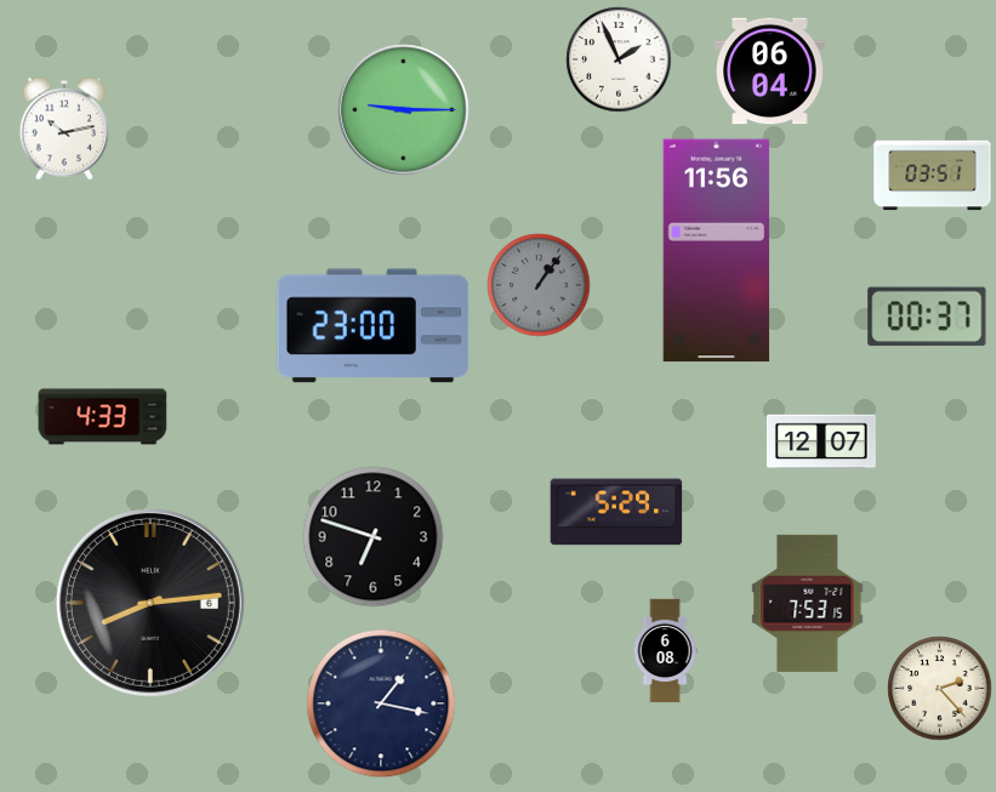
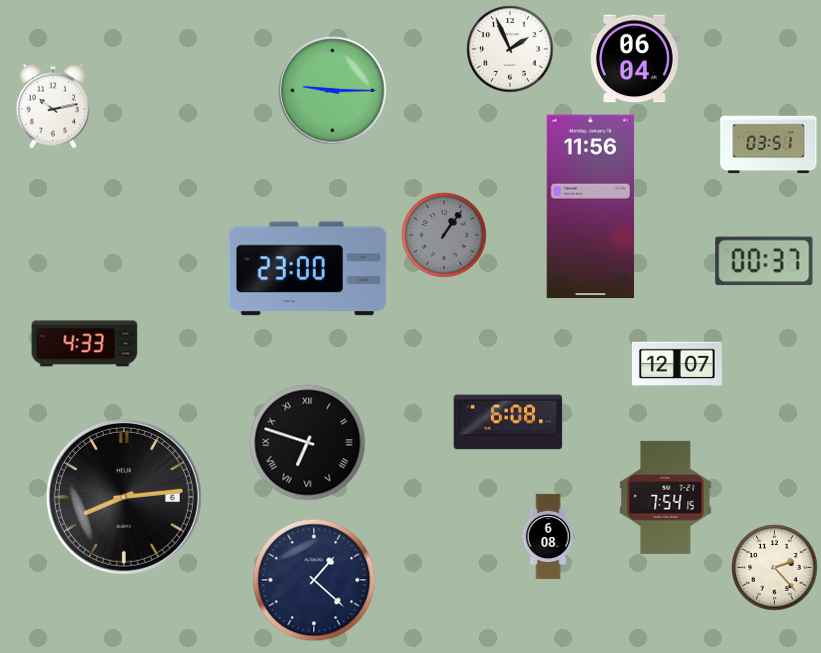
clock at (616, 512): 5:29 -> 6:08
clock at (374, 537) numerals: Arabic -> Roman
clock at (808, 603): 7:53 -> 7:54
clock at (381, 703): 1:17 -> 1:22
